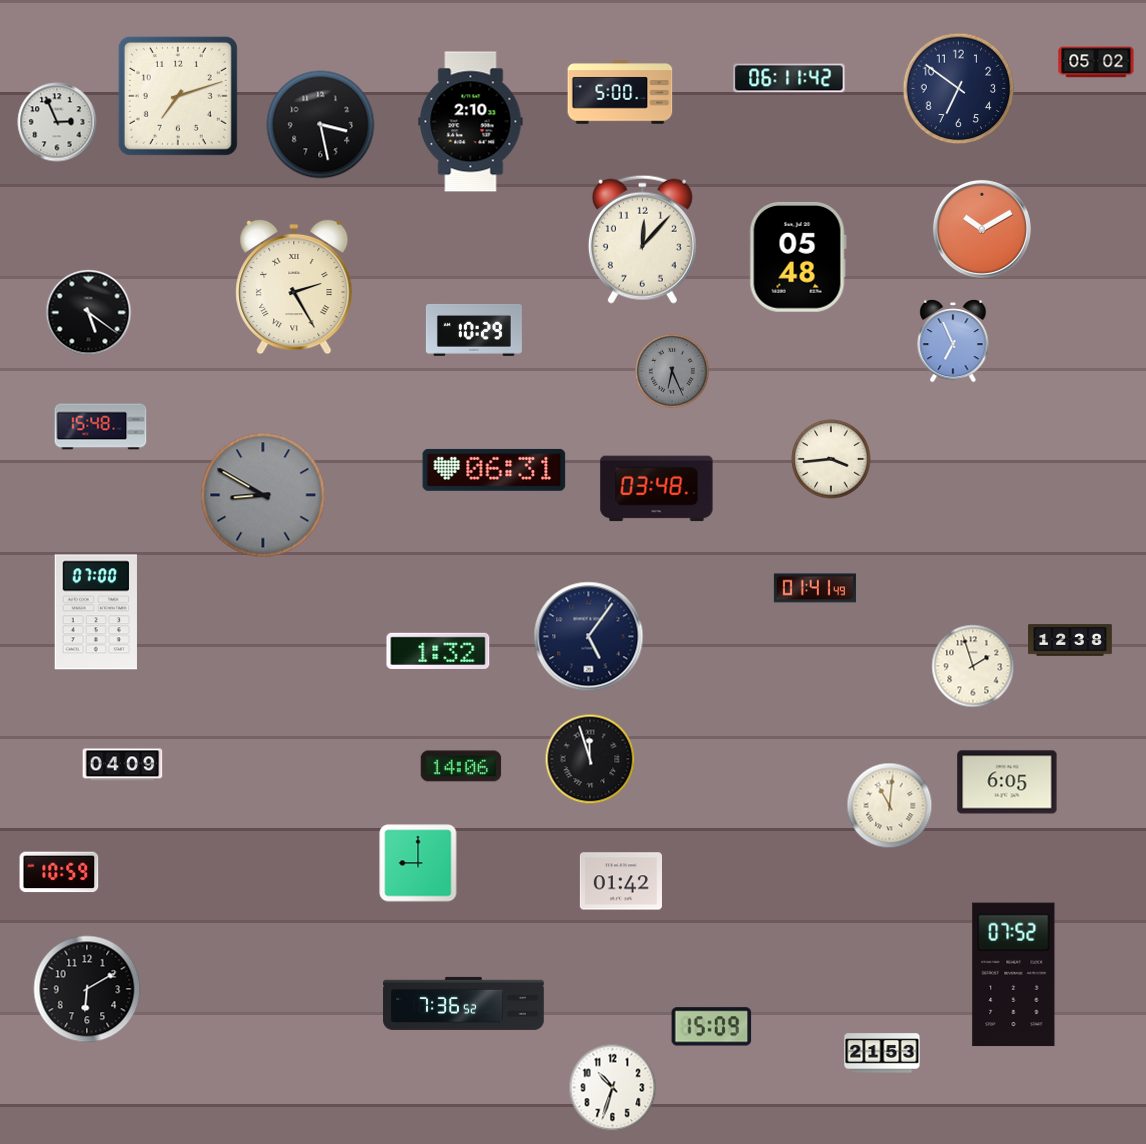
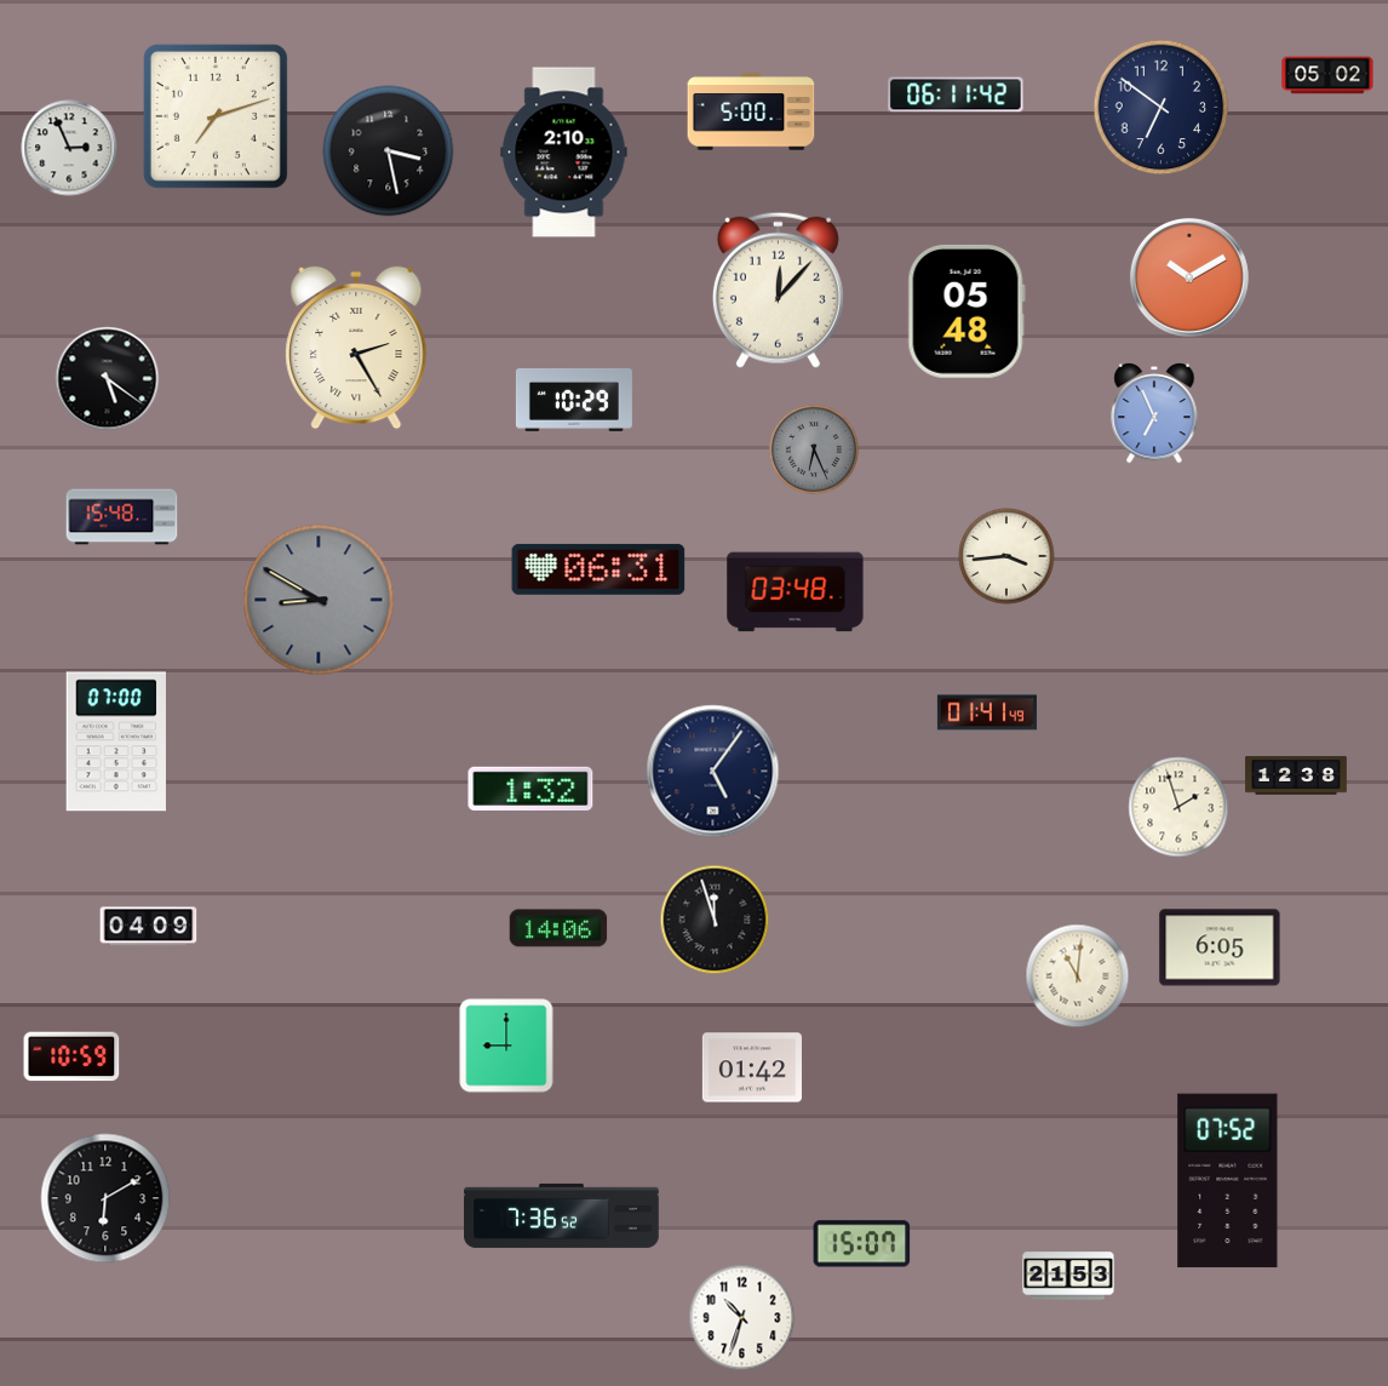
clock at (471, 122) position: (471, 122) -> (564, 153)
clock at (712, 1027): 15:09 -> 15:07
